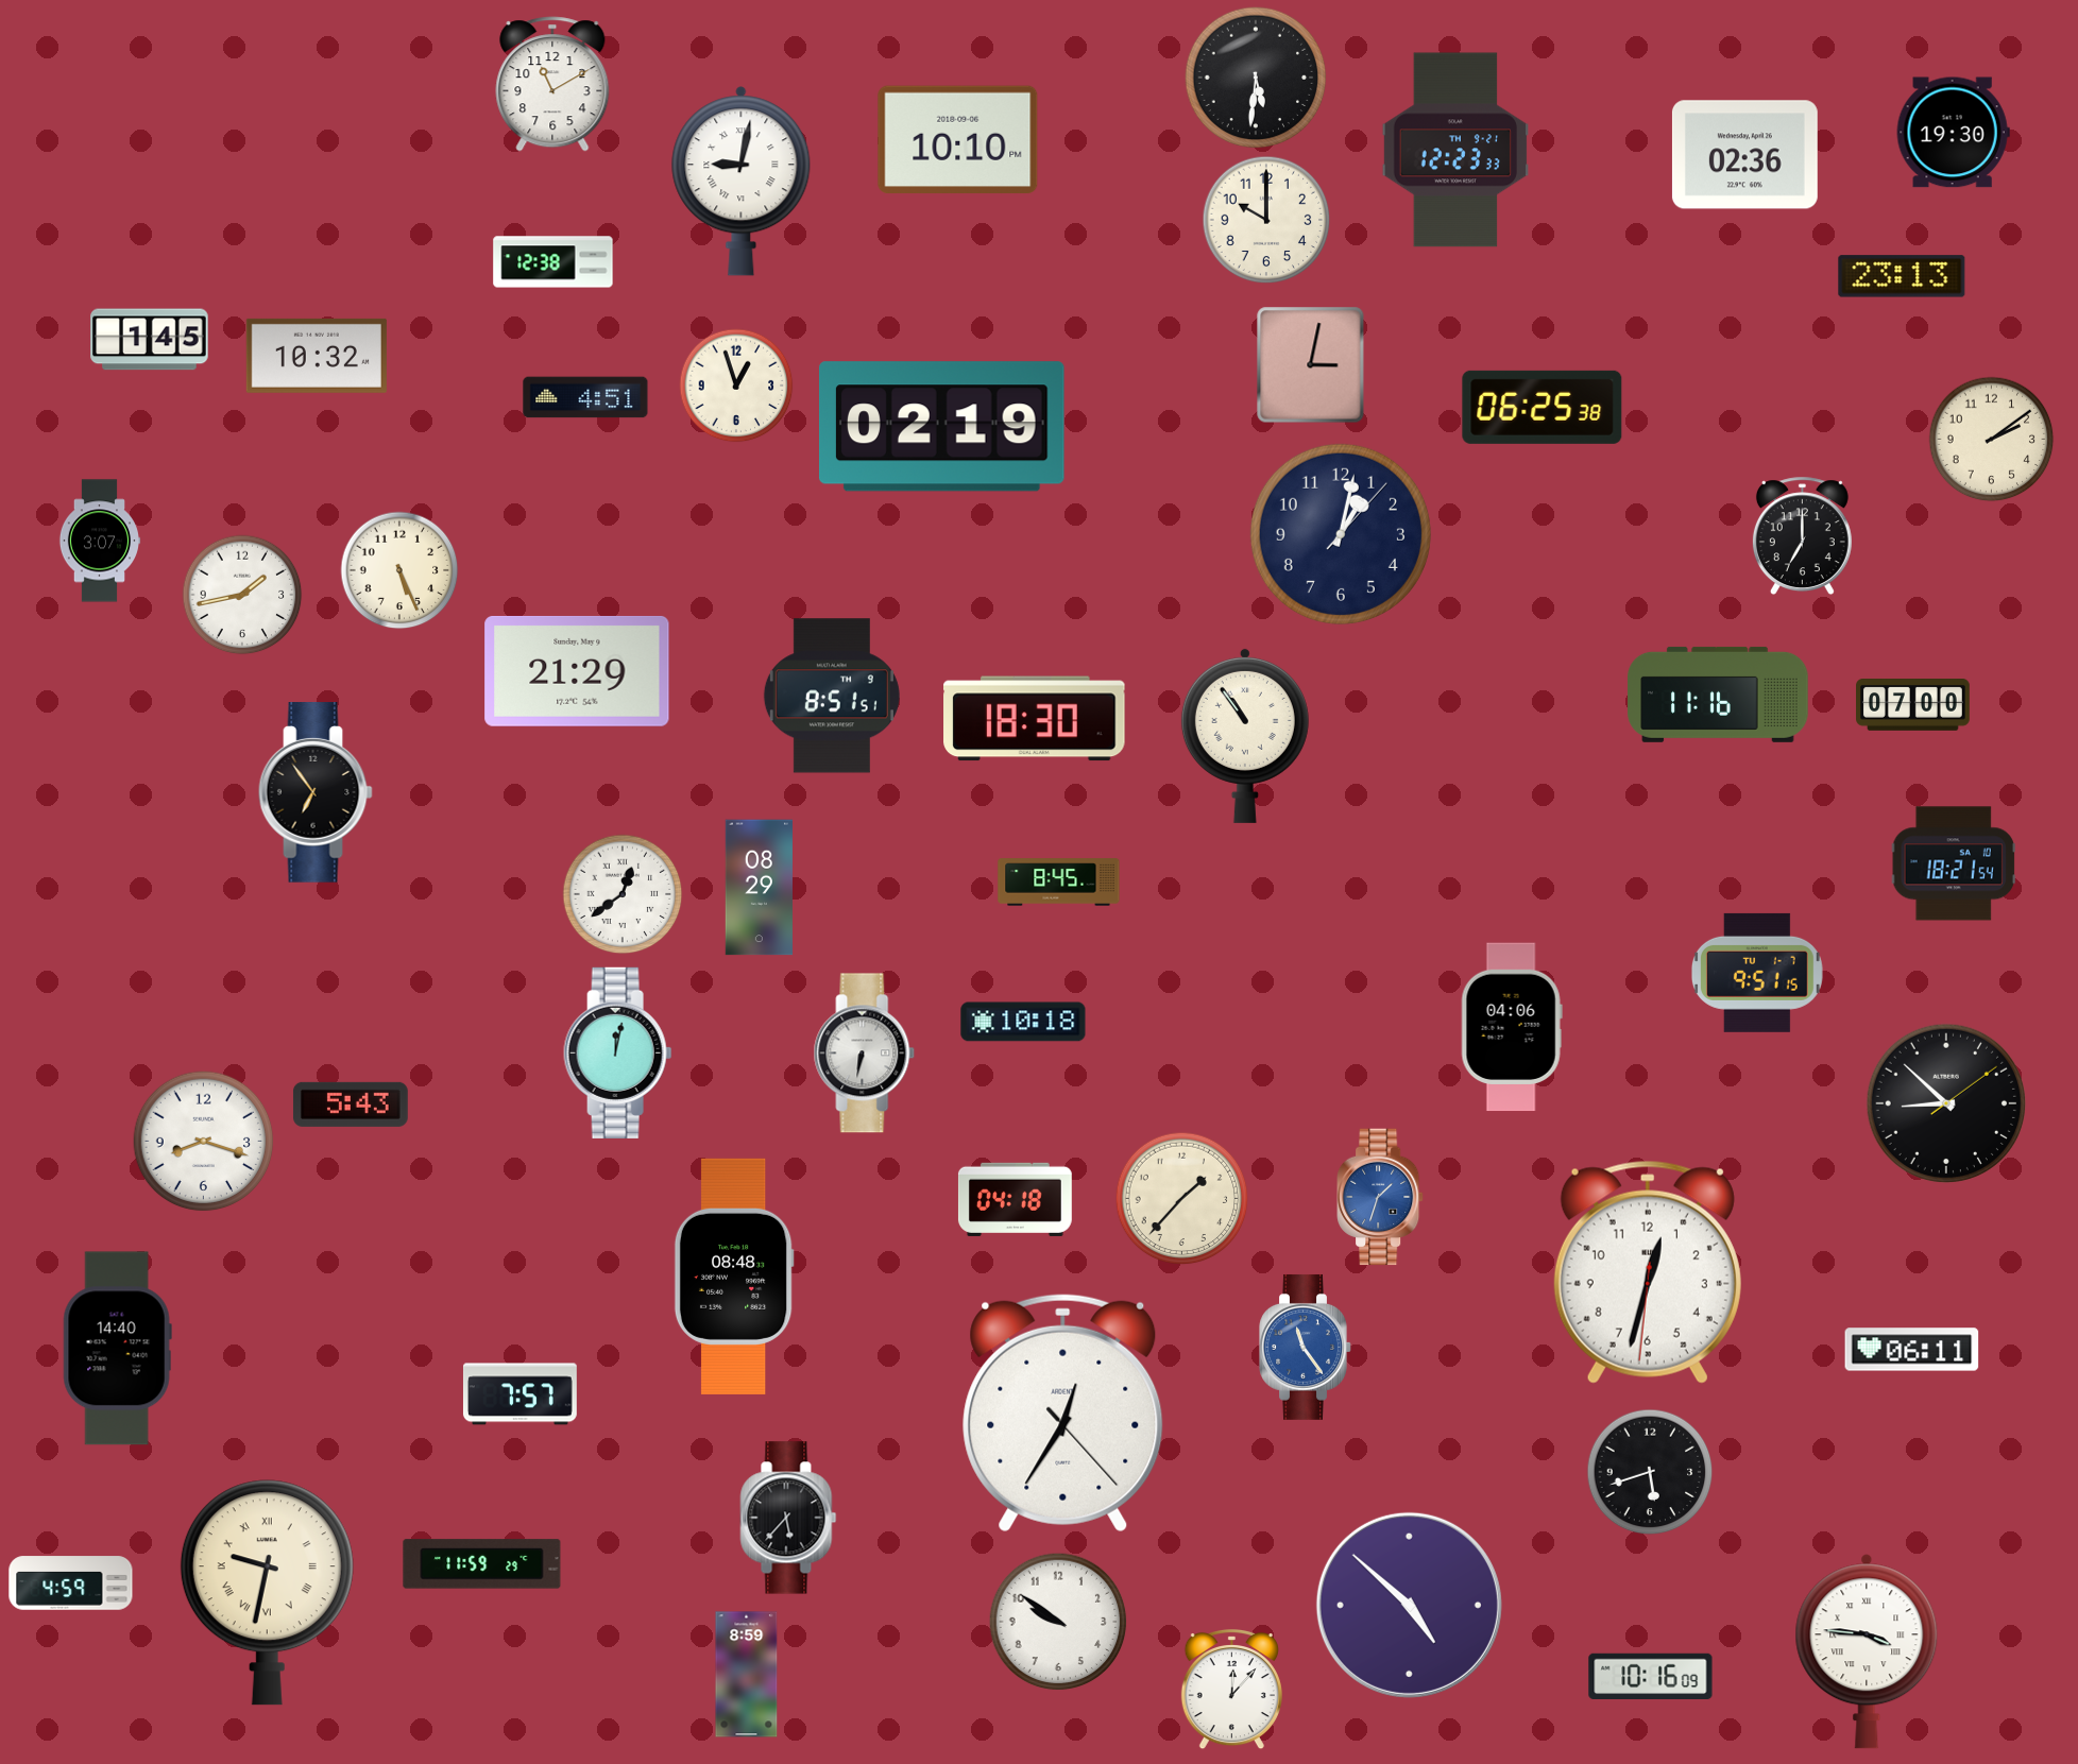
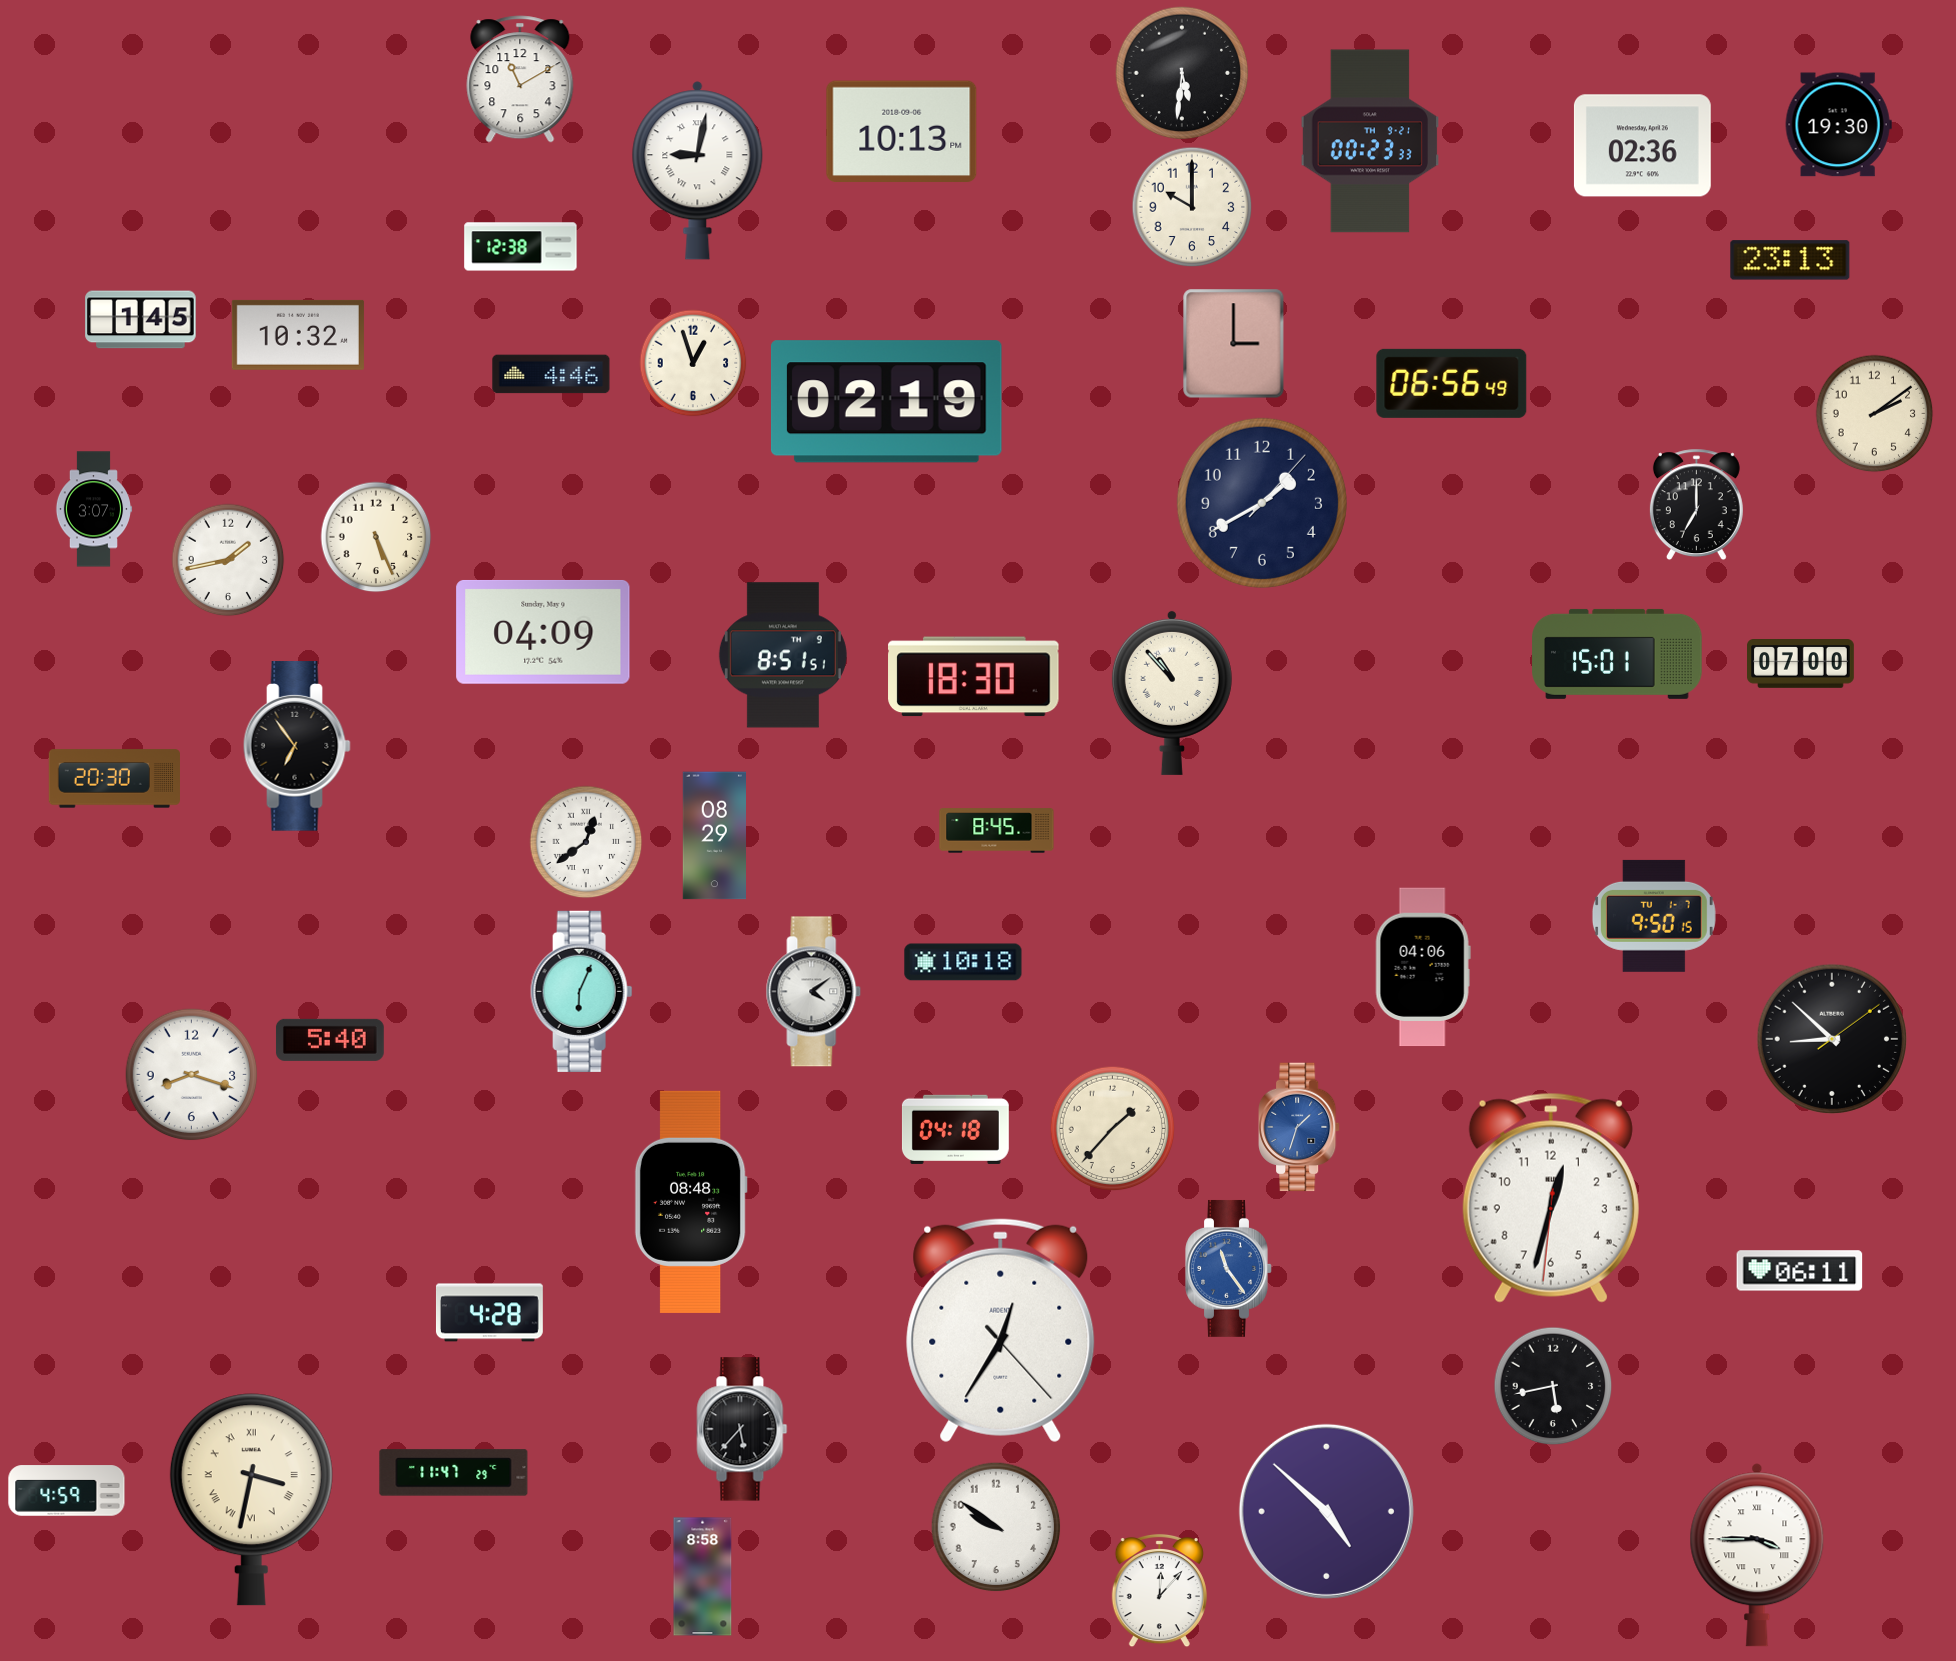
clock at (958, 140): 10:10 -> 10:13
clock at (1454, 150): 12:23 -> 00:23
clock at (1311, 365): 3:02 -> 3:00
clock at (585, 397): 4:51 -> 4:46
clock at (1543, 407): 06:25 -> 06:56
clock at (1341, 534): 1:02 -> 1:40
clock at (577, 671): 21:29 -> 04:09
clock at (1718, 695): 11:16 -> 15:01
clock at (1245, 735): 10:54 -> 10:53
clock at (114, 779): none -> 20:30
clock at (1954, 863): 18:21 -> none
clock at (1757, 973): 9:51 -> 9:50
clock at (618, 1052): 12:02 -> 6:04
clock at (865, 1054): 6:32 -> 4:09
clock at (351, 1104): 5:43 -> 5:40
clock at (117, 1349): 14:40 -> none
clock at (519, 1394): 7:57 -> 4:28
clock at (1650, 1472): 5:42 -> 5:43
clock at (482, 1564): 11:59 -> 11:47
clock at (267, 1593): 9:32 -> 3:32
clock at (1867, 1651): 3:46 -> 3:45
clock at (747, 1675): 8:59 -> 8:58
clock at (1651, 1677): 10:16 -> none
